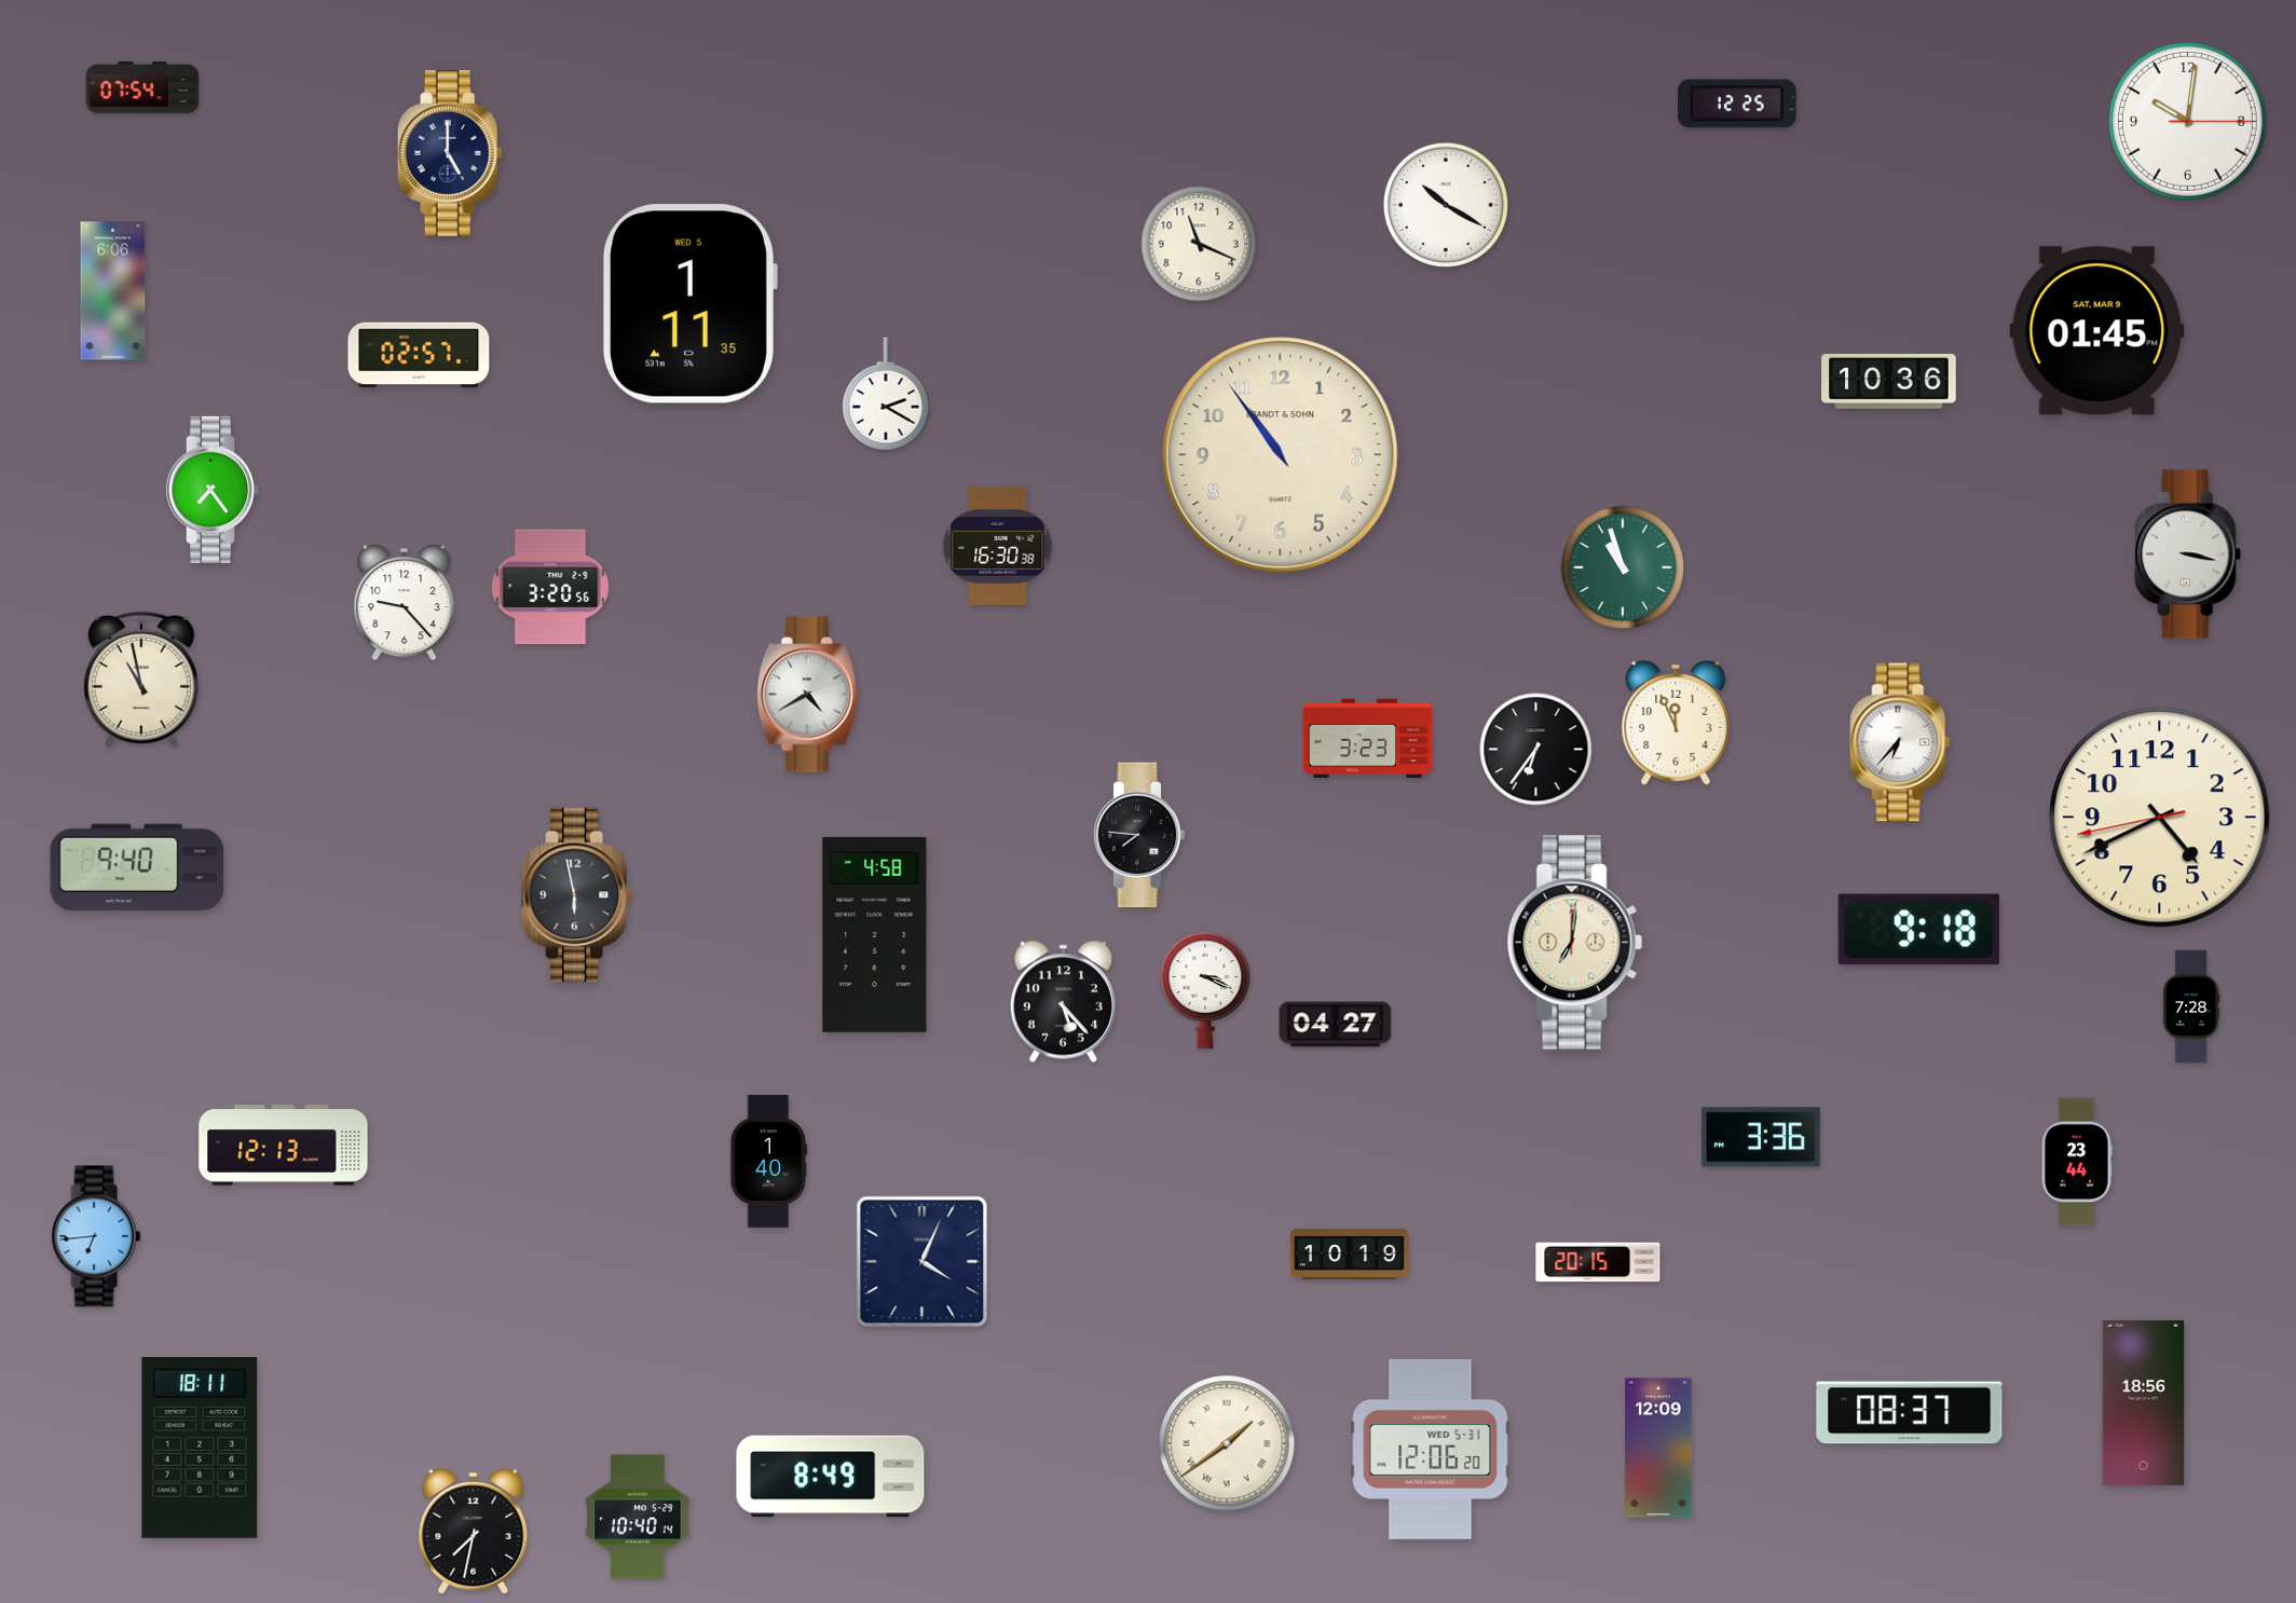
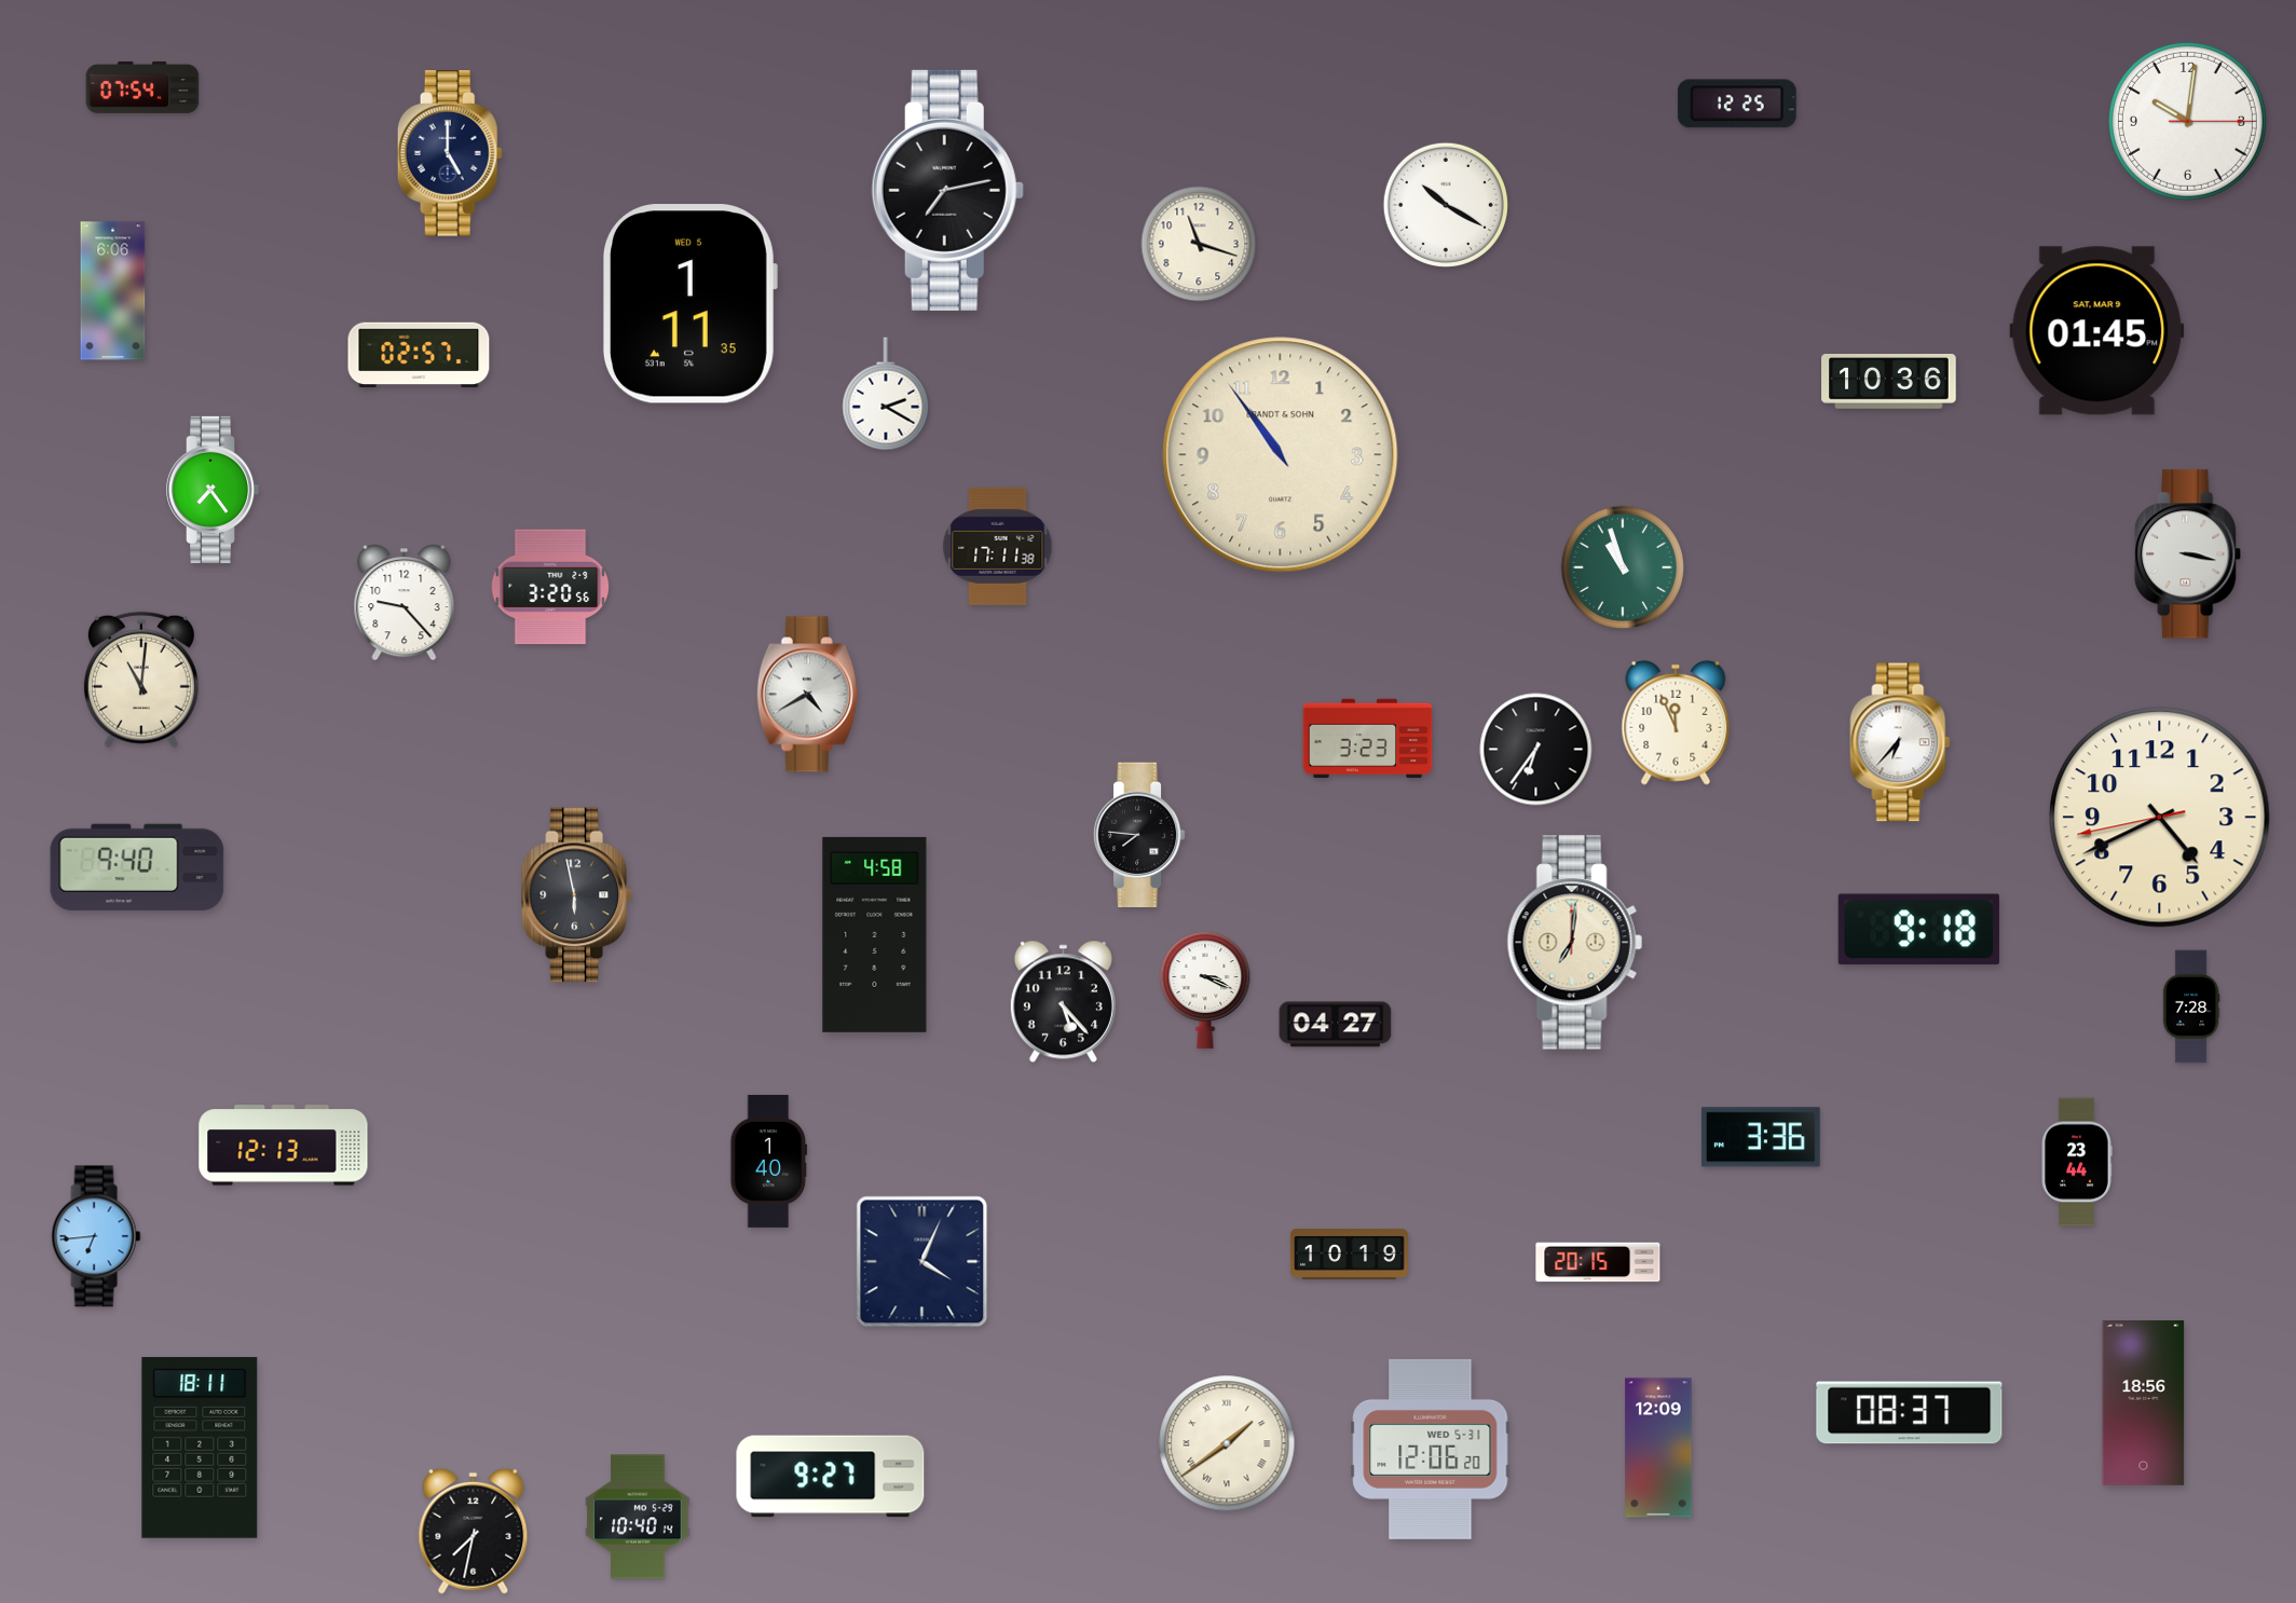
clock at (947, 190): none -> 7:13
clock at (1199, 244): 11:19 -> 11:18
clock at (998, 546): 16:30 -> 17:11
clock at (141, 680): 10:58 -> 11:01
clock at (831, 1477): 8:49 -> 9:27
